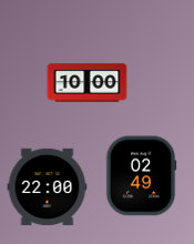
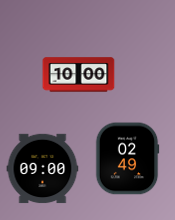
clock at (48, 187): 22:00 -> 09:00
